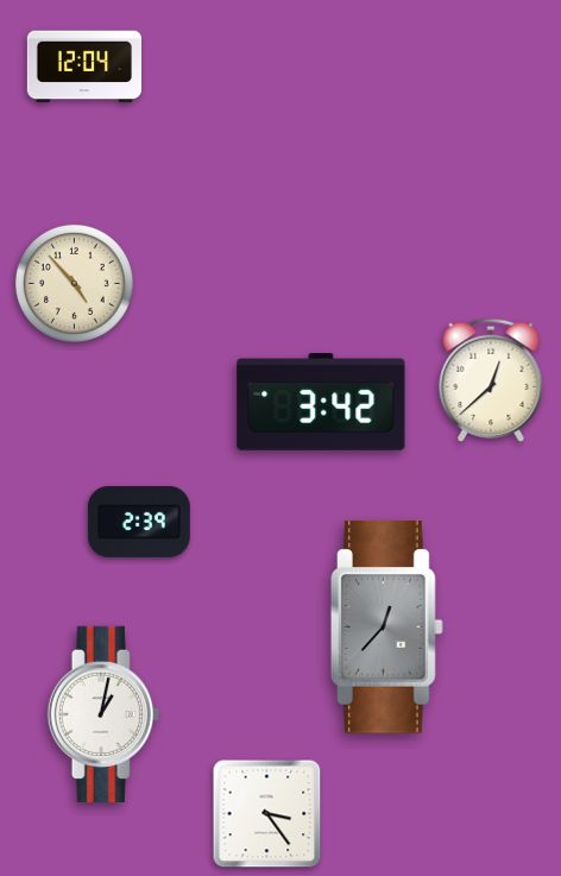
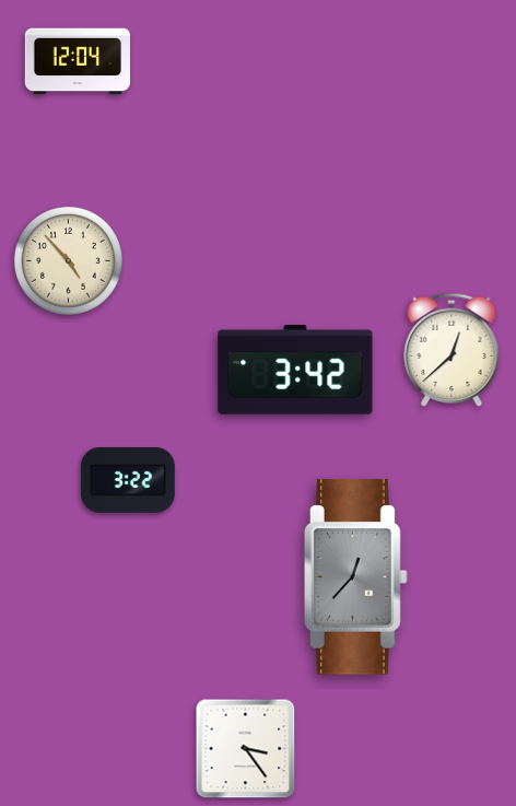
clock at (139, 522): 2:39 -> 3:22
clock at (103, 714): 1:02 -> none
